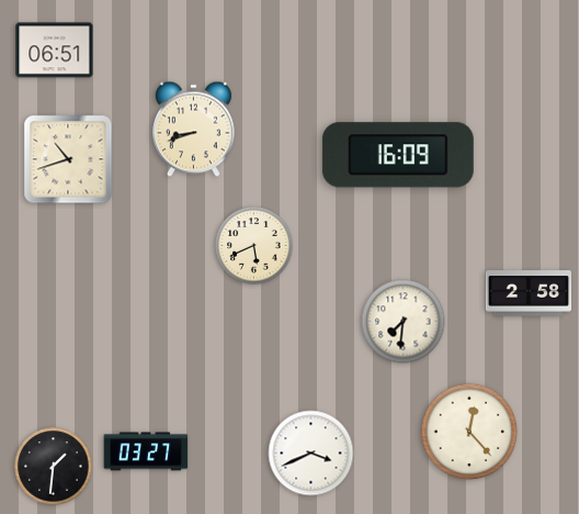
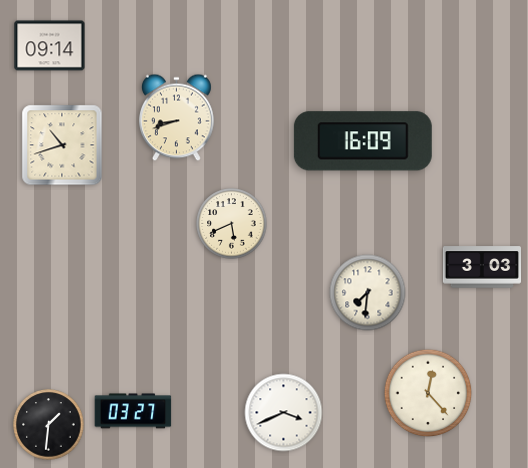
clock at (55, 51): 06:51 -> 09:14
clock at (527, 293): 2:58 -> 3:03
